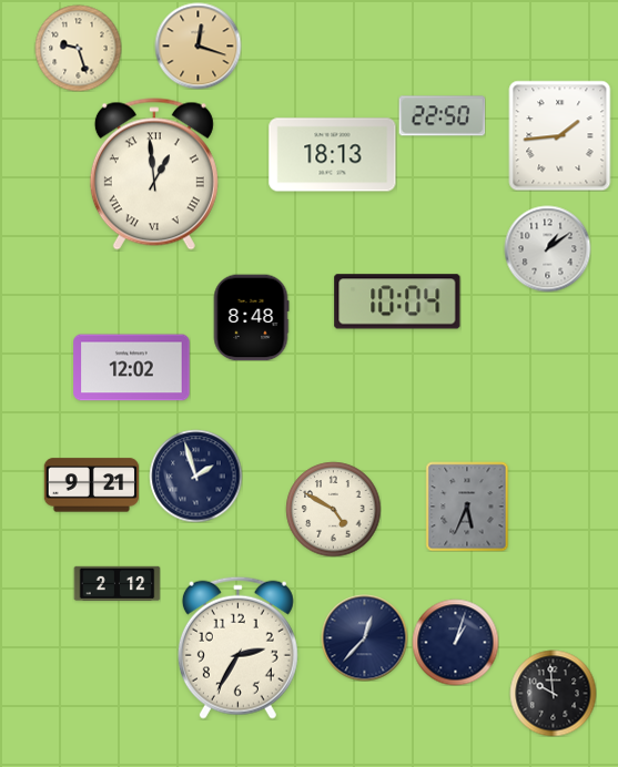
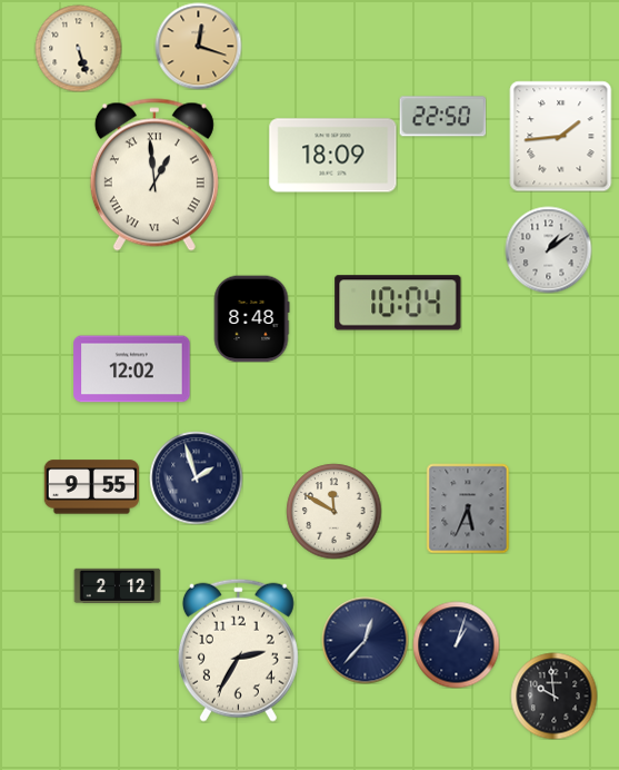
clock at (78, 48): 9:27 -> 5:27
clock at (333, 155): 18:13 -> 18:09
clock at (91, 485): 9:21 -> 9:55
clock at (333, 509): 4:50 -> 11:50
